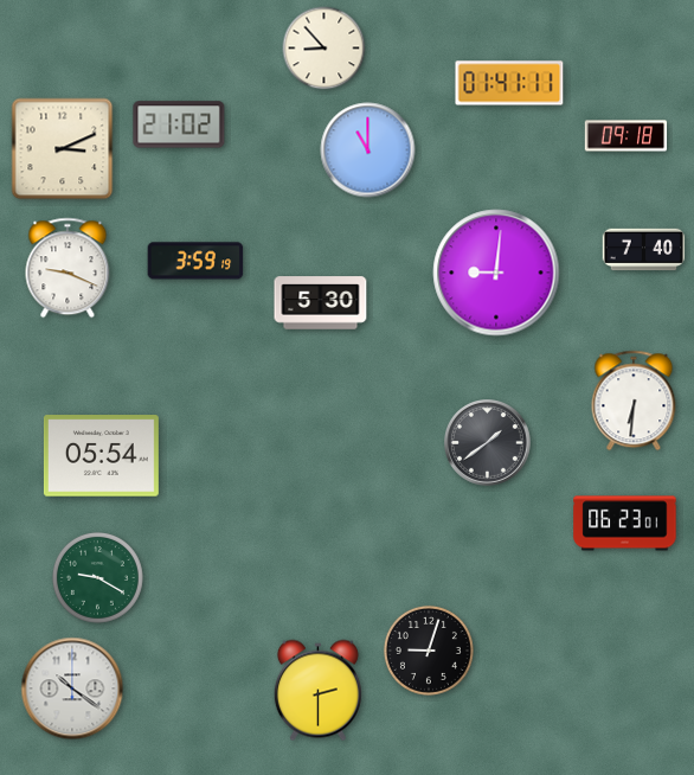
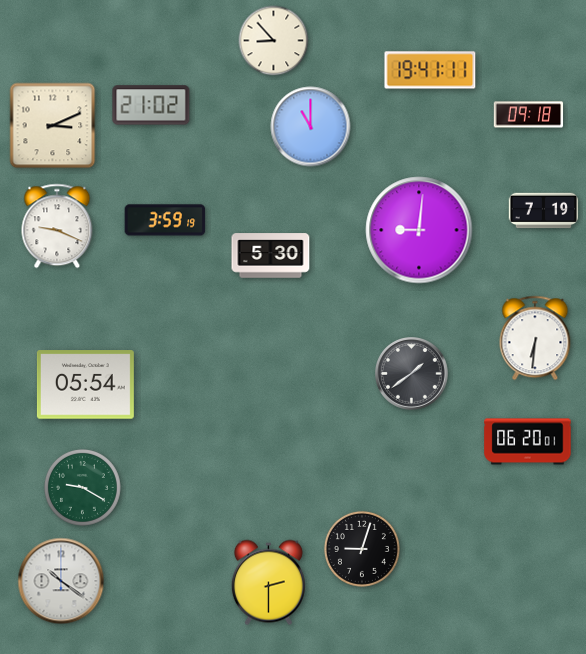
clock at (509, 83): 01:41 -> 19:41
clock at (644, 250): 7:40 -> 7:19
clock at (625, 524): 06:23 -> 06:20
